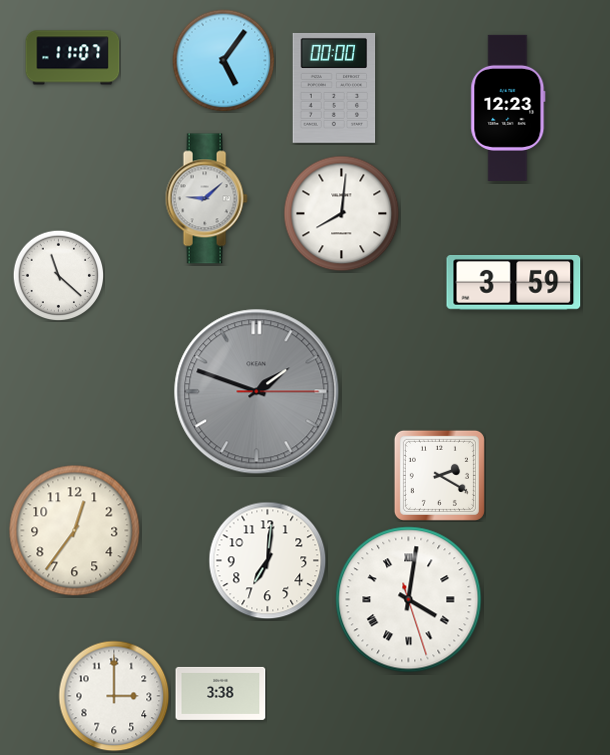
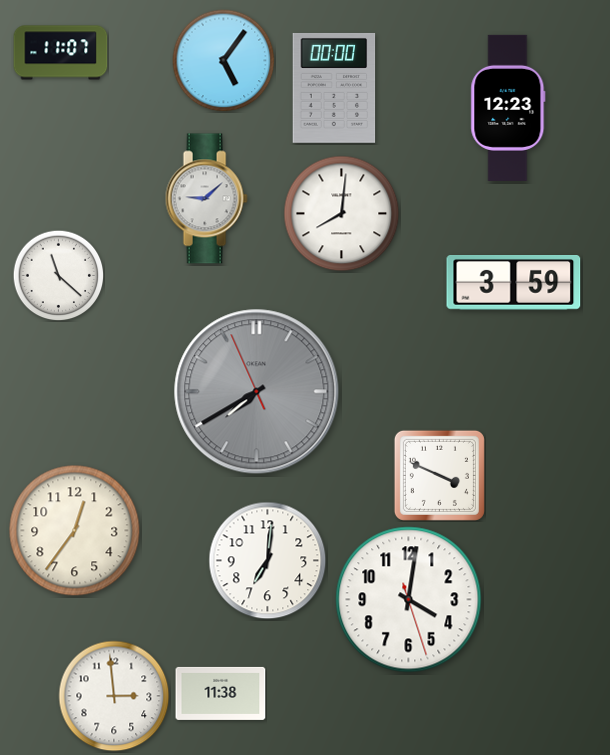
clock at (73, 58) position: (73, 58) -> (61, 53)
clock at (257, 392): 1:48 -> 7:39
clock at (439, 475): 2:20 -> 3:49
clock at (409, 600) numerals: Roman -> Arabic
clock at (221, 693): 3:38 -> 11:38
clock at (114, 696): 3:00 -> 2:59
